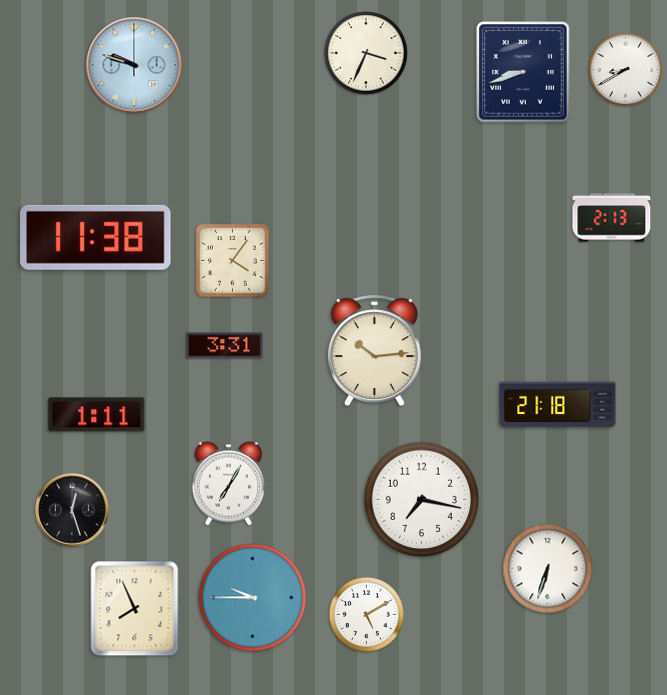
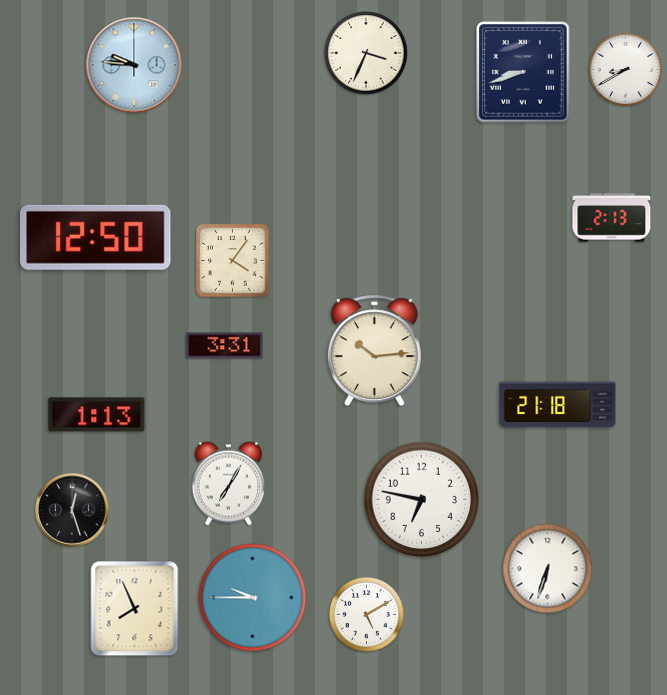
clock at (134, 65): 9:48 -> 9:46
clock at (96, 237): 11:38 -> 12:50
clock at (97, 415): 1:11 -> 1:13
clock at (422, 500): 7:17 -> 6:47
